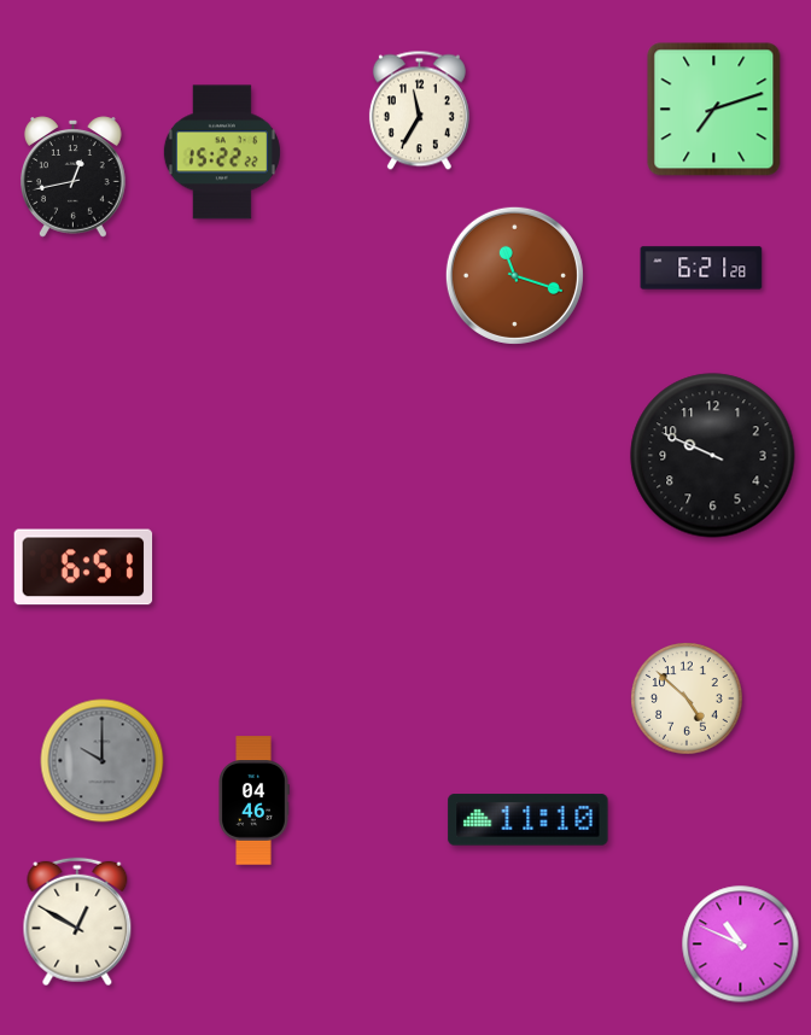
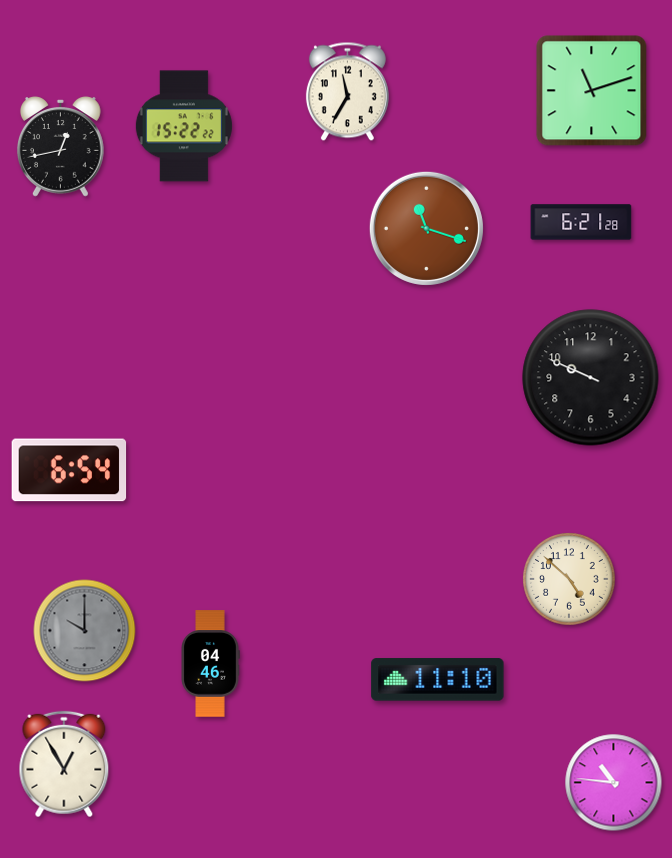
clock at (714, 110): 7:12 -> 11:12
clock at (83, 567): 6:51 -> 6:54
clock at (77, 922): 12:50 -> 12:55
clock at (741, 945): 10:49 -> 10:46
